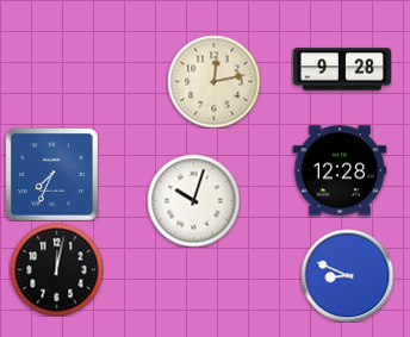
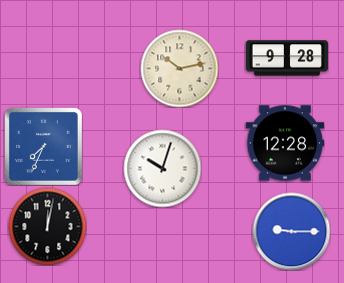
clock at (213, 81): 12:13 -> 10:13
clock at (347, 275): 8:49 -> 9:15
